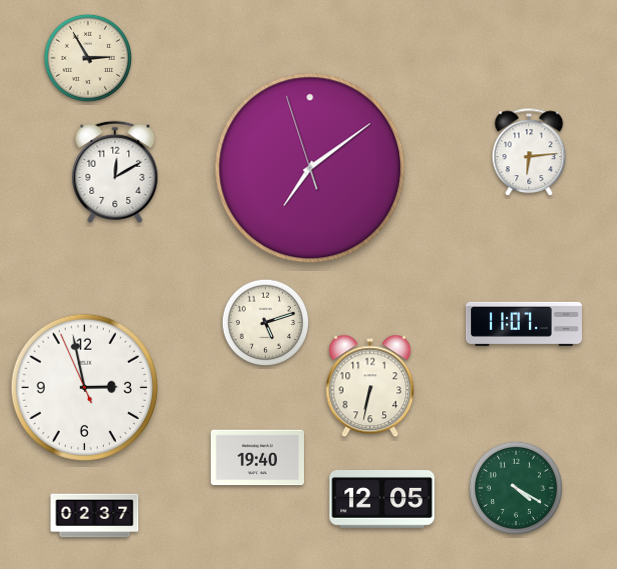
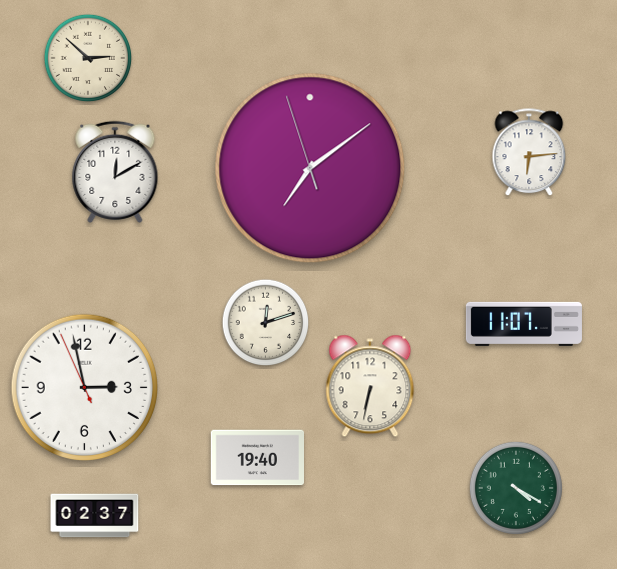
clock at (88, 58): 2:55 -> 2:52
clock at (266, 323): 5:12 -> 12:12
clock at (382, 500): 12:05 -> none
